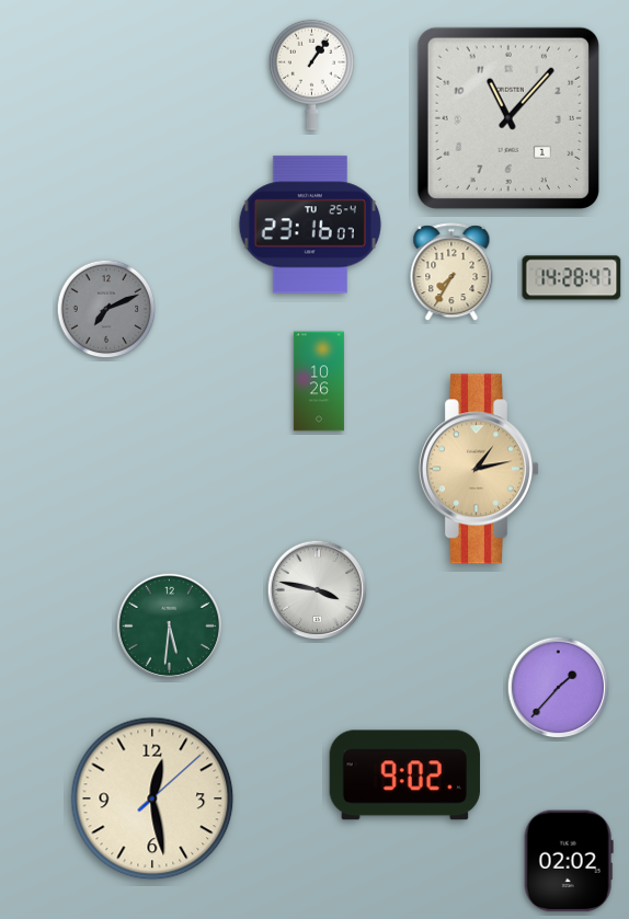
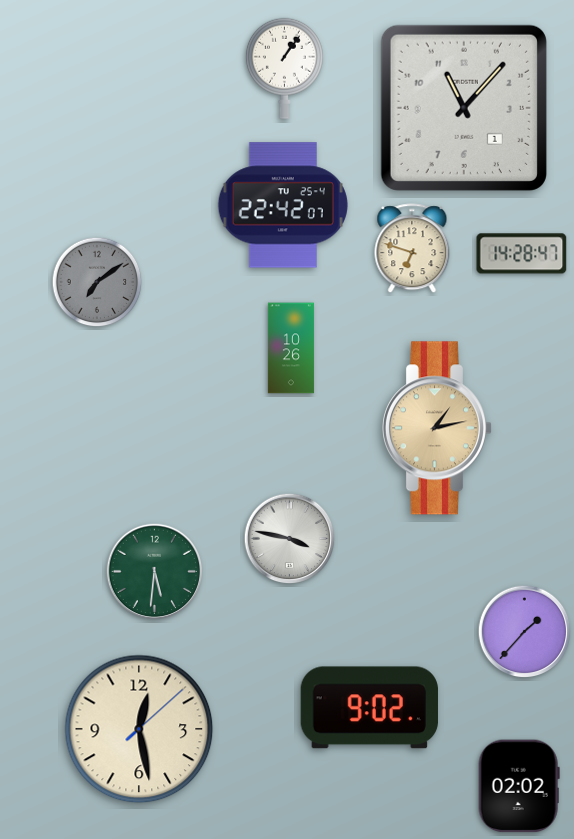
clock at (310, 225): 23:16 -> 22:42
clock at (451, 273): 7:35 -> 6:48
clock at (106, 309): 7:11 -> 7:09
clock at (559, 688) position: (559, 688) -> (525, 632)
